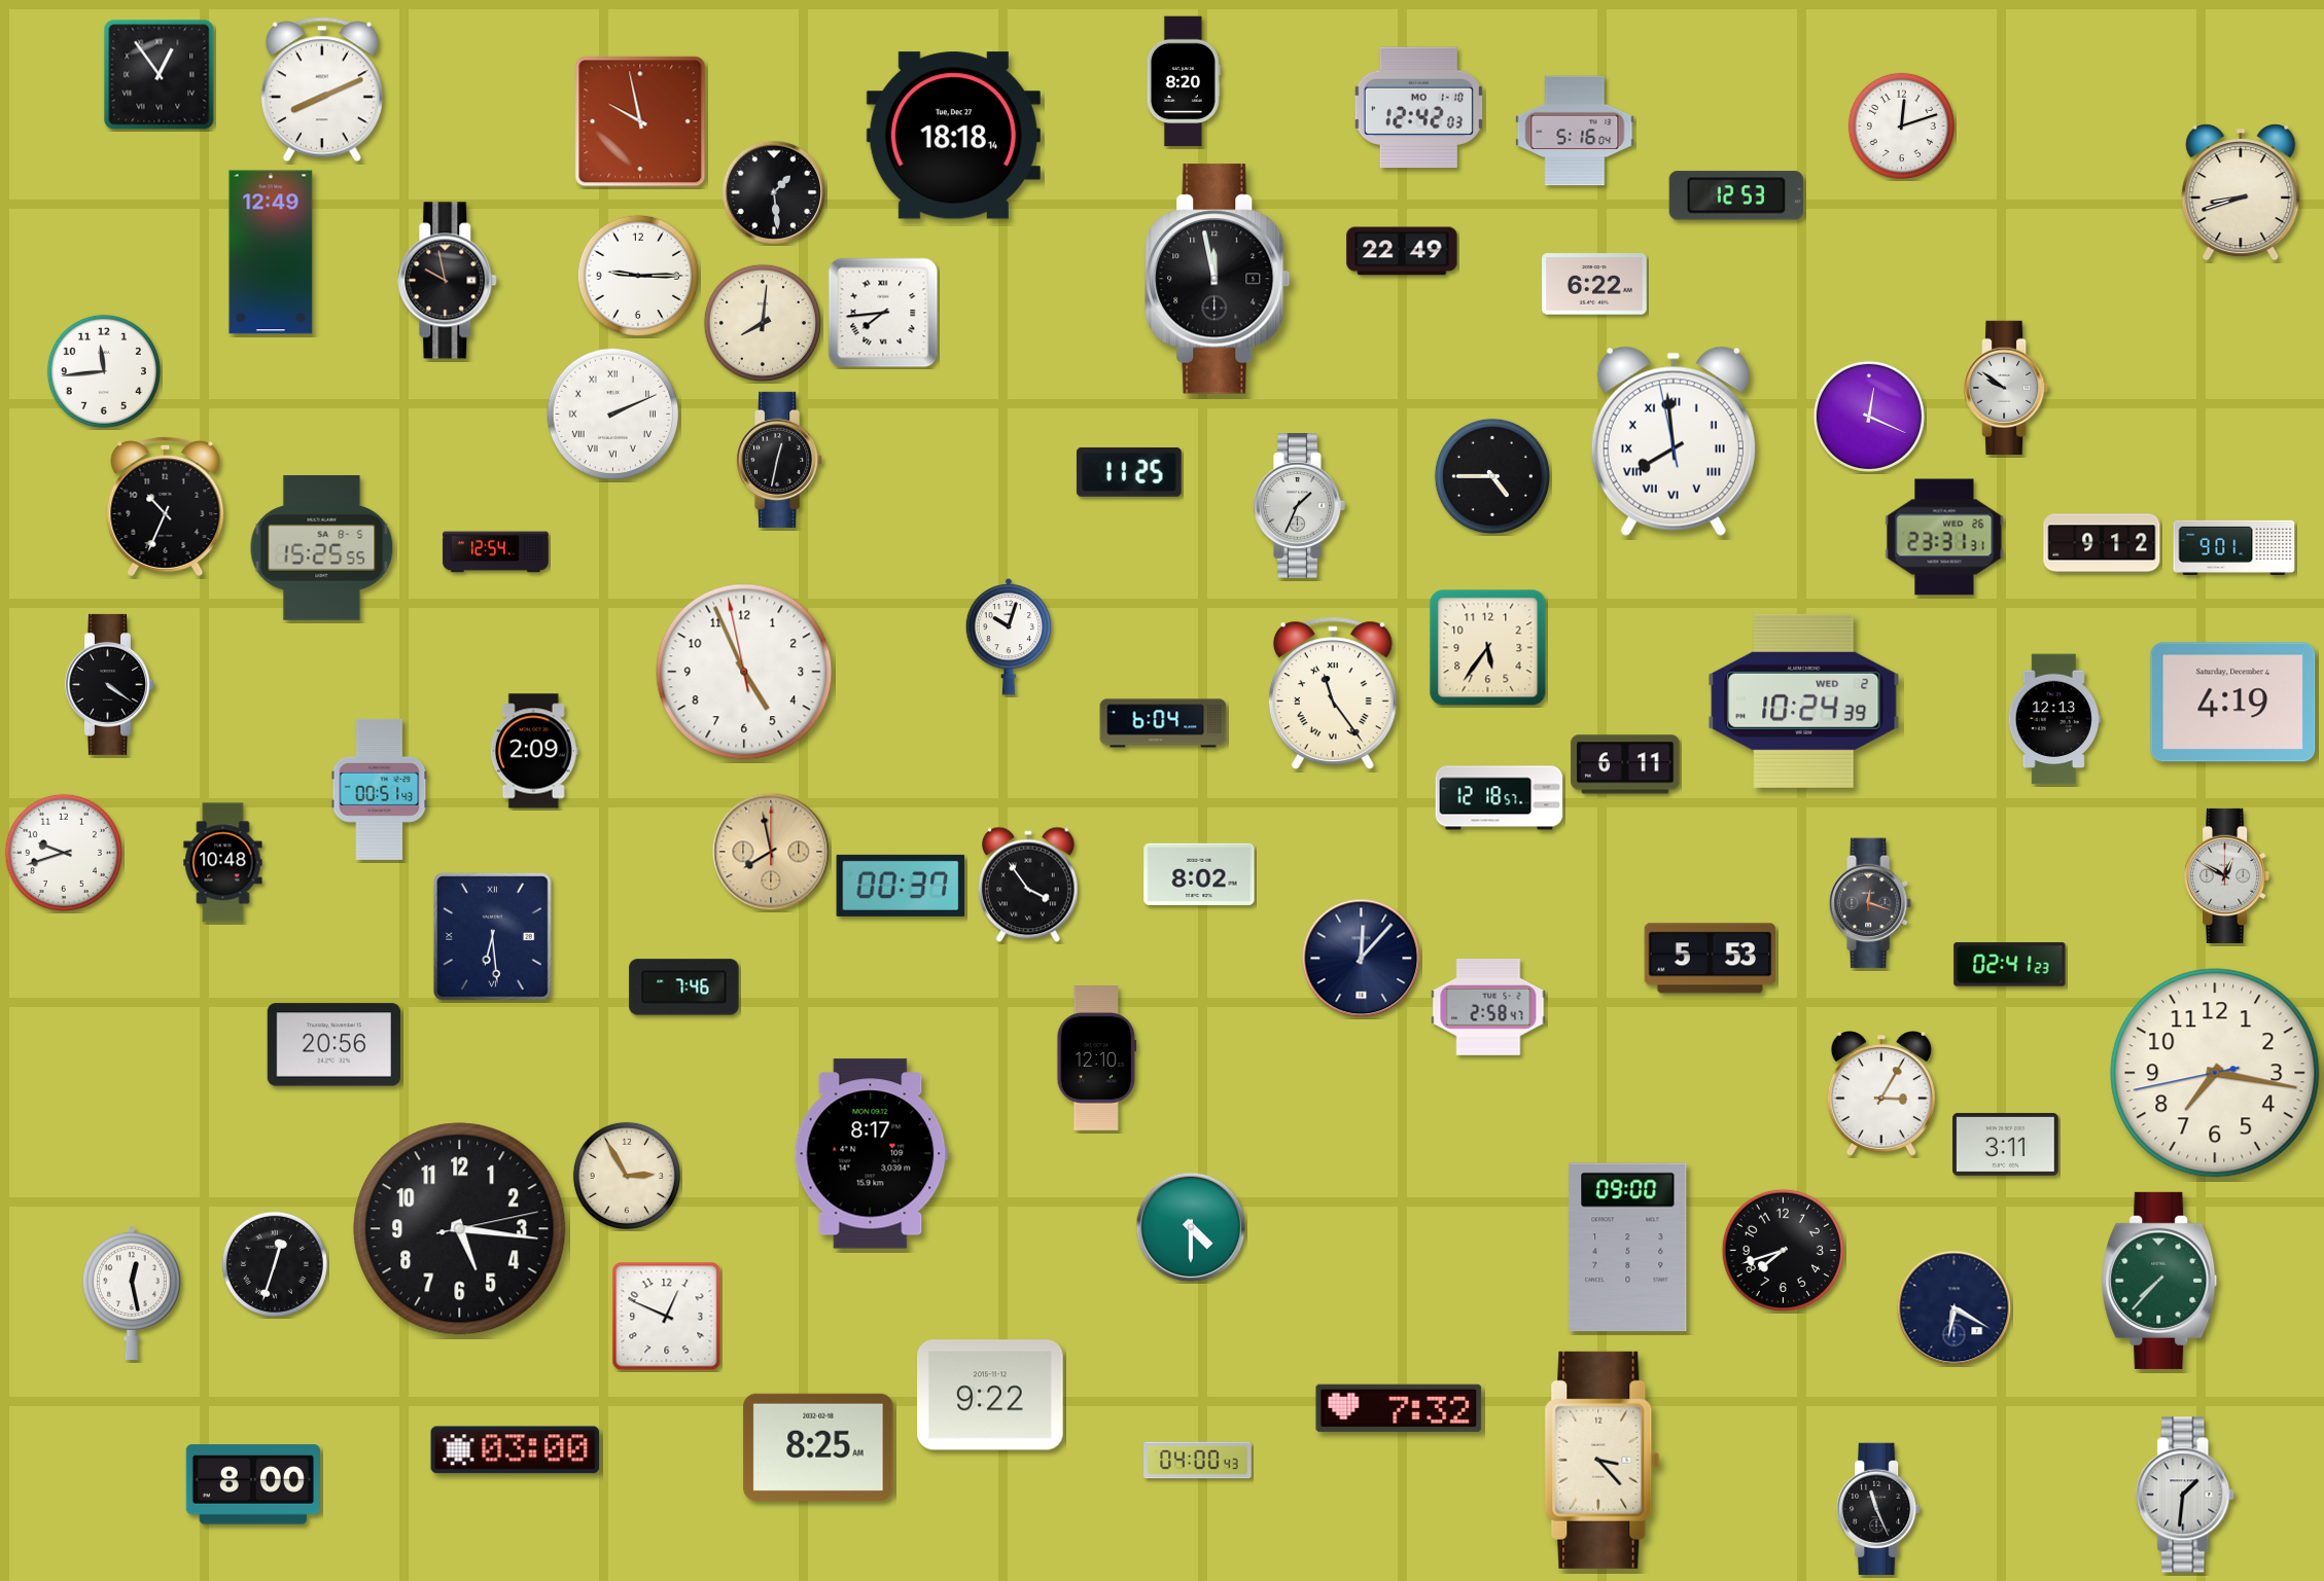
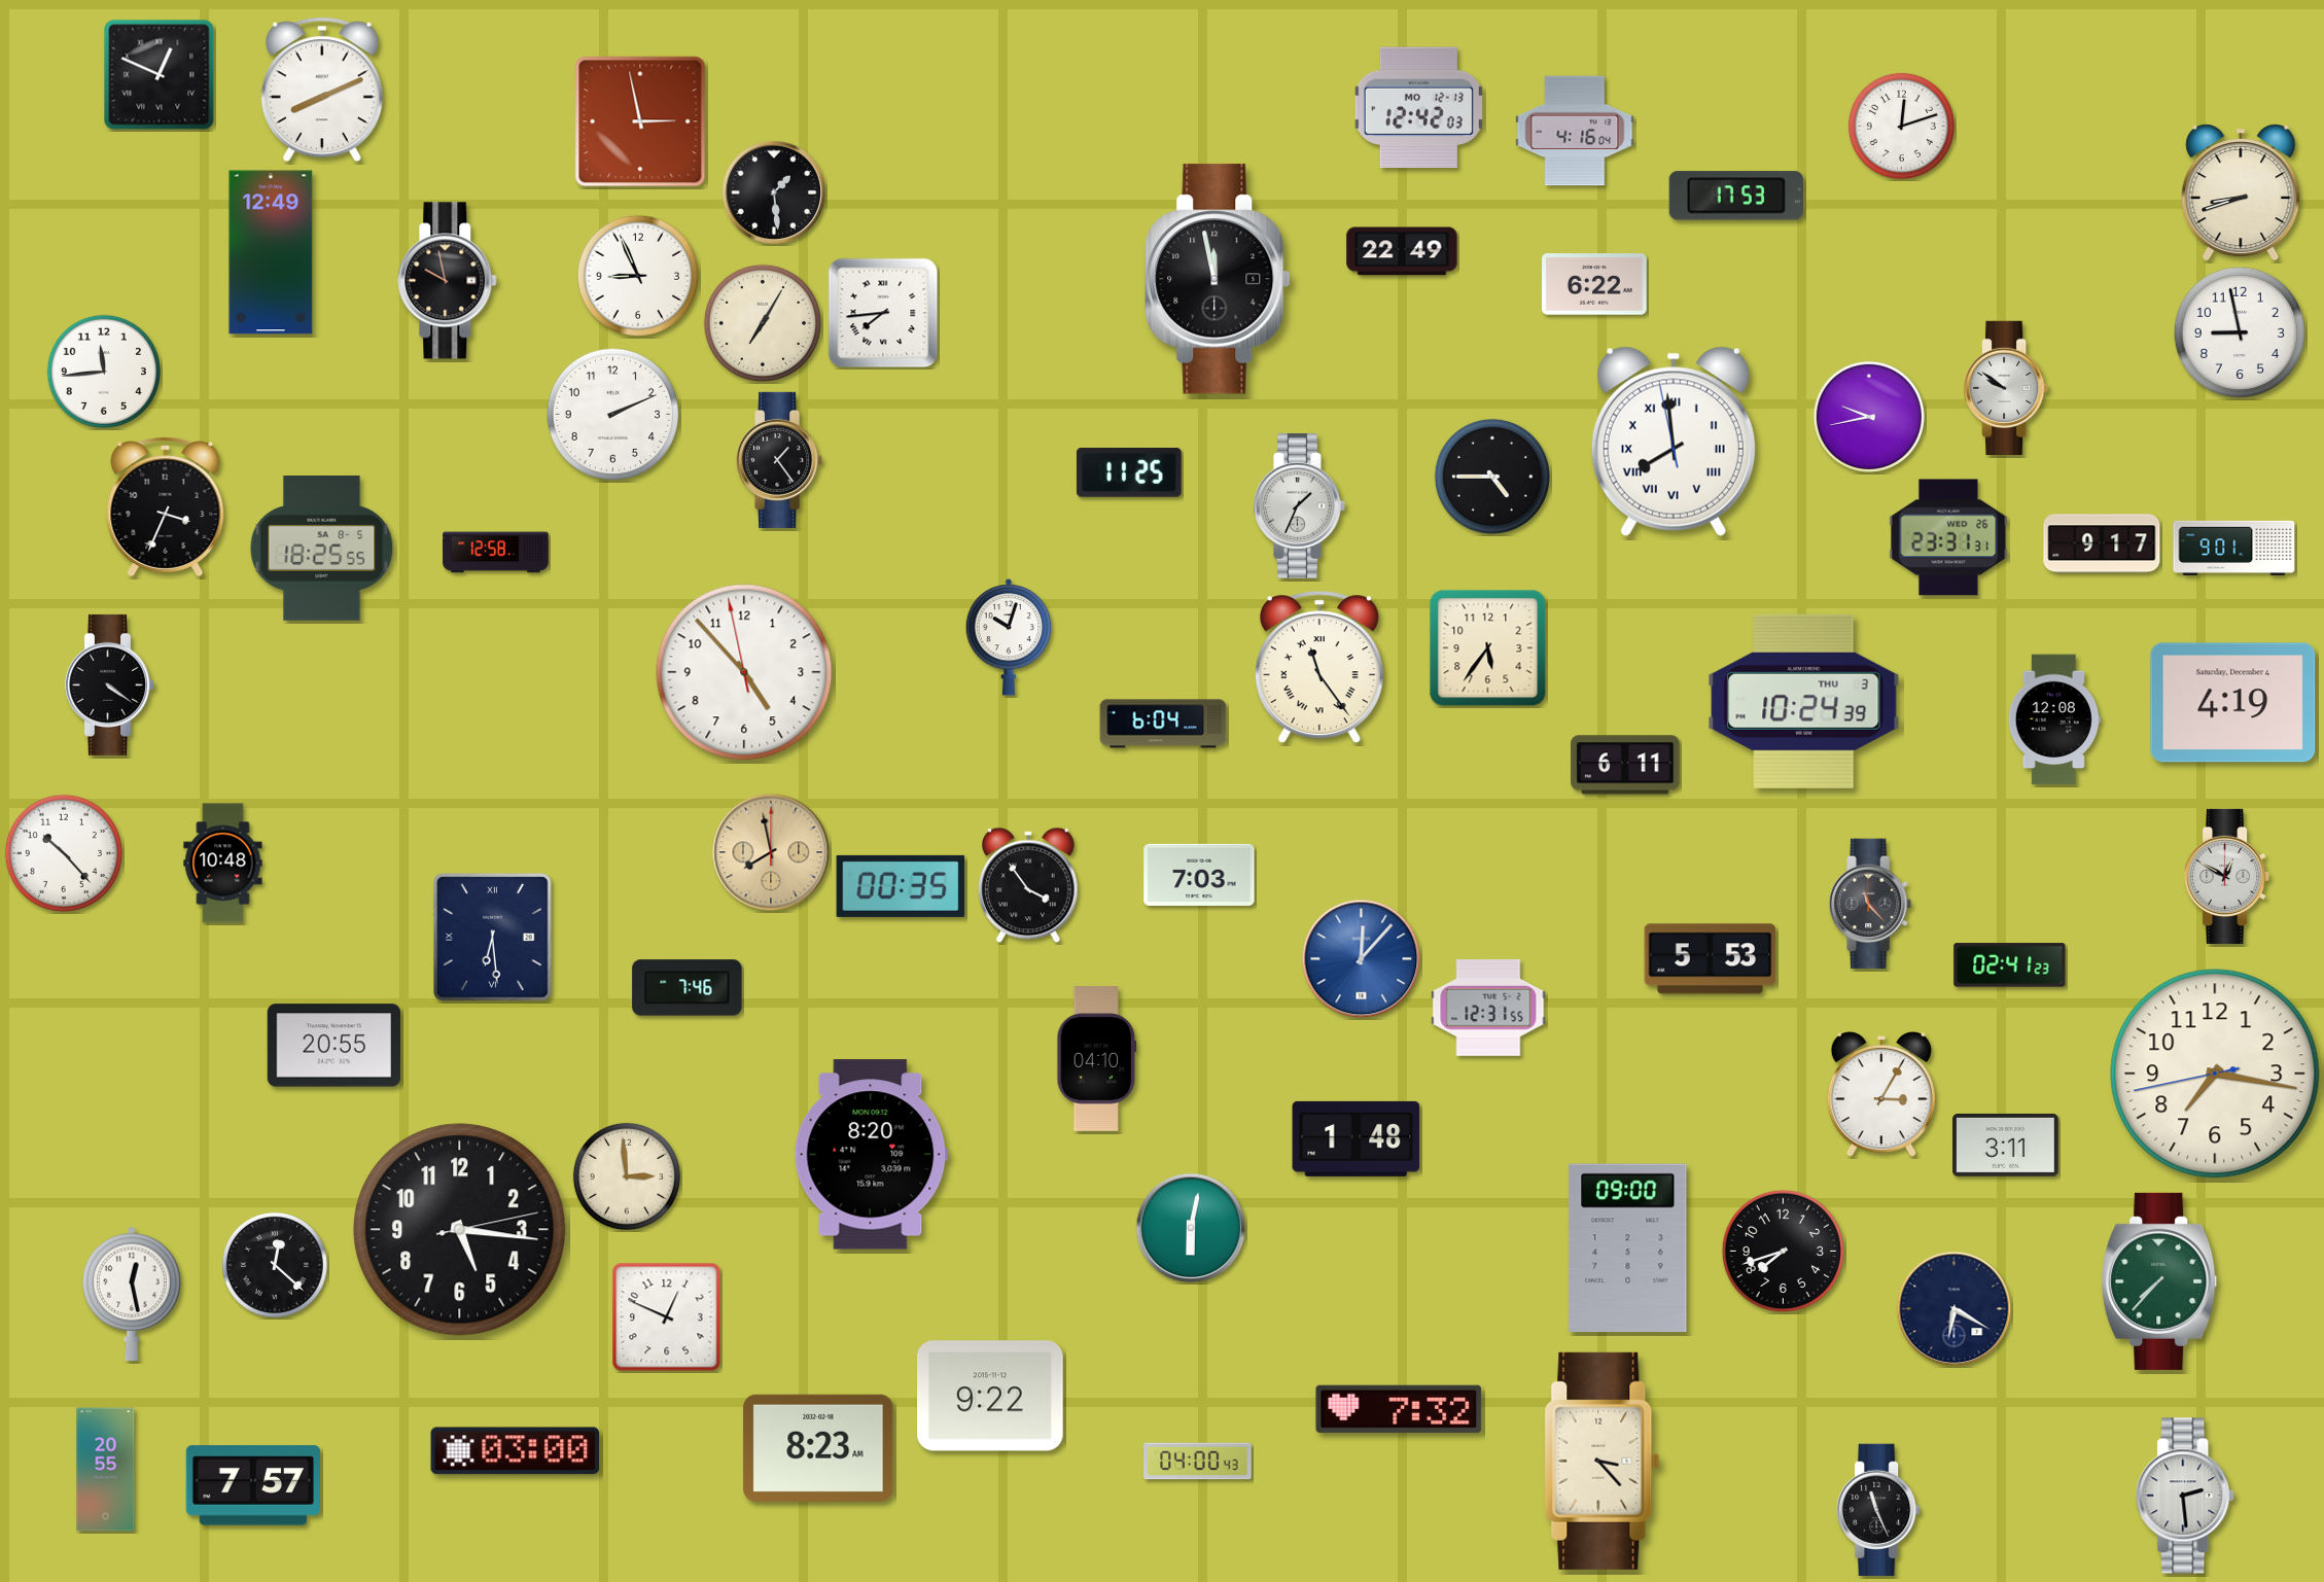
clock at (160, 75): 12:54 -> 12:49
clock at (1184, 81): 8:20 -> none
clock at (1418, 108) date: MO 1-10 -> MO 12-13
clock at (640, 121): 9:58 -> 2:58
clock at (1575, 131): 5:16 -> 4:16
clock at (953, 136): 18:18 -> none
clock at (1736, 195): 12:53 -> 17:53
clock at (638, 276): 9:15 -> 8:56
clock at (763, 323): 8:01 -> 7:05
clock at (2240, 332): none -> 8:58
clock at (613, 415) numerals: Roman -> Arabic
clock at (1869, 417): 12:19 -> 9:43
clock at (780, 460): 12:32 -> 1:24
clock at (166, 507): 10:34 -> 3:34
clock at (1944, 537) position: (1944, 537) -> (1948, 537)
clock at (2102, 543): 9:12 -> 9:17
clock at (322, 548): 15:25 -> 18:25
clock at (496, 552): 12:54 -> 12:58
clock at (744, 672): 4:55 -> 4:52
clock at (1333, 692) position: (1333, 692) -> (1319, 666)
clock at (1804, 700) date: WED 2 -> THU 3
clock at (2054, 719): 12:13 -> 12:08
clock at (534, 751): 2:09 -> none
clock at (380, 789): 00:51 -> none
clock at (1500, 798): 12:18 -> none
clock at (64, 853): 9:42 -> 10:23
clock at (1199, 874): 8:02 -> 7:03
clock at (901, 886): 00:37 -> 00:35
clock at (1871, 903): 12:18 -> 11:23
clock at (1362, 959) dial: navy -> blue
clock at (684, 987) position: (684, 987) -> (688, 988)
clock at (1488, 1007): 2:58 -> 12:31
clock at (333, 1045): 20:56 -> 20:55
clock at (1097, 1058): 12:10 -> 04:10
clock at (1357, 1138): none -> 1:48
clock at (871, 1154): 8:17 -> 8:20
clock at (627, 1176): 2:55 -> 2:59
clock at (1191, 1227): 4:30 -> 6:02
clock at (275, 1264): 12:33 -> 12:22
clock at (818, 1447): 8:25 -> 8:23
clock at (106, 1470): none -> 20:55
clock at (253, 1484): 8:00 -> 7:57
clock at (2186, 1495): 1:31 -> 2:29
